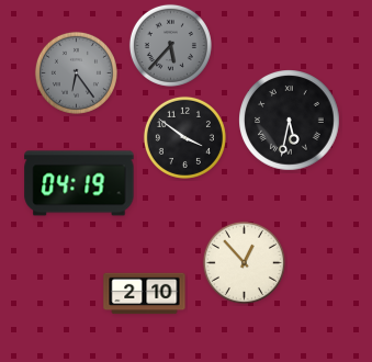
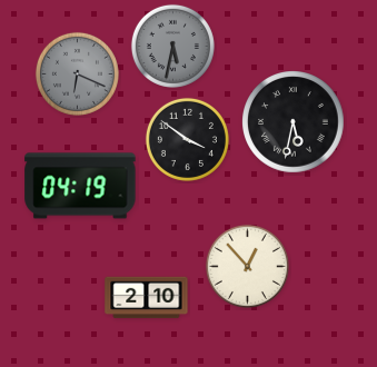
clock at (170, 45): 5:37 -> 5:32
clock at (76, 72): 6:24 -> 6:19
